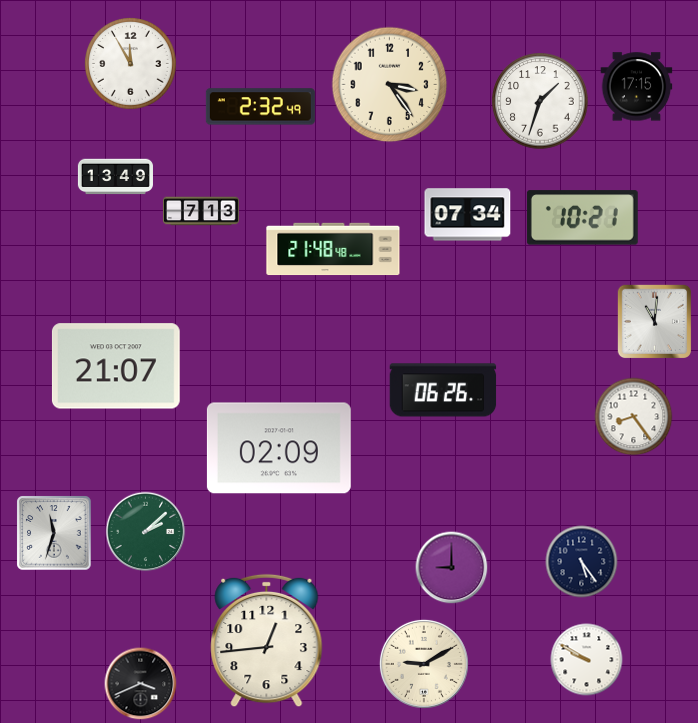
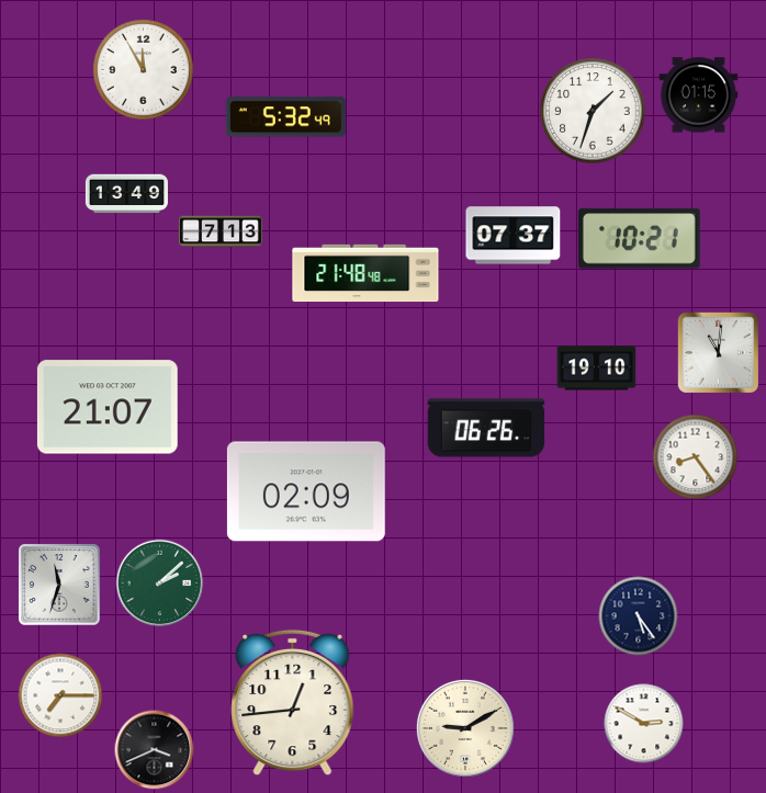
clock at (390, 85): 3:24 -> none
clock at (637, 87): 17:15 -> 01:15
clock at (260, 107): 2:32 -> 5:32
clock at (468, 215): 07:34 -> 07:37
clock at (597, 369): none -> 19:10
clock at (116, 366) position: (116, 366) -> (108, 407)
clock at (452, 568): 9:00 -> none
clock at (60, 695): none -> 7:15
clock at (587, 660): 9:50 -> 2:50
